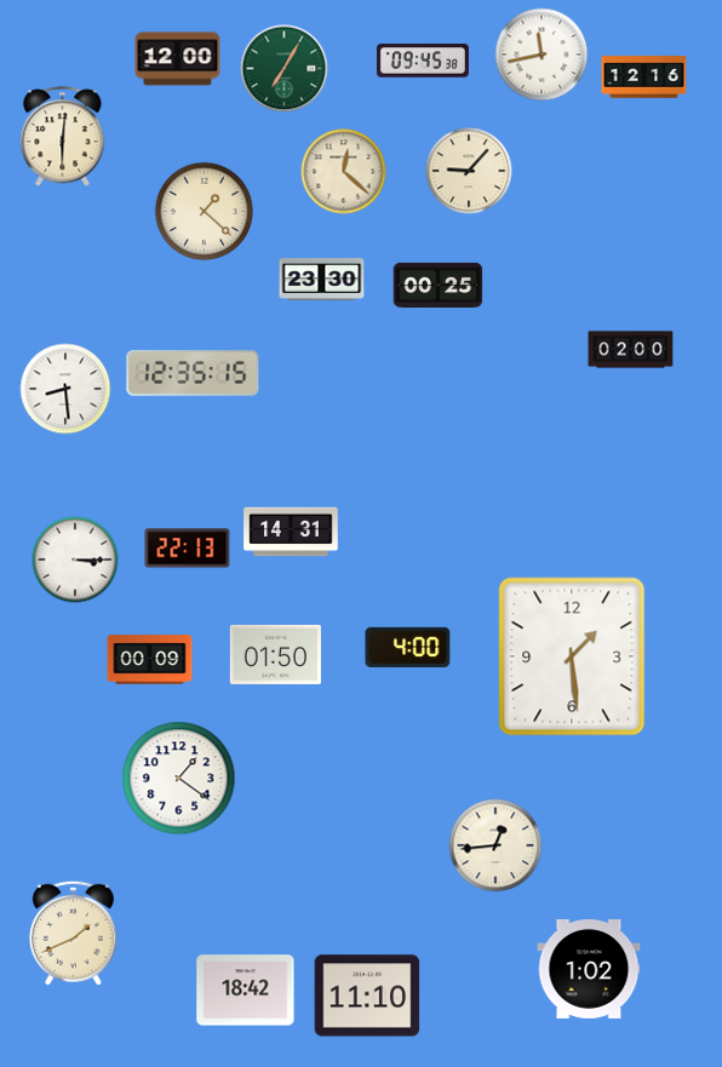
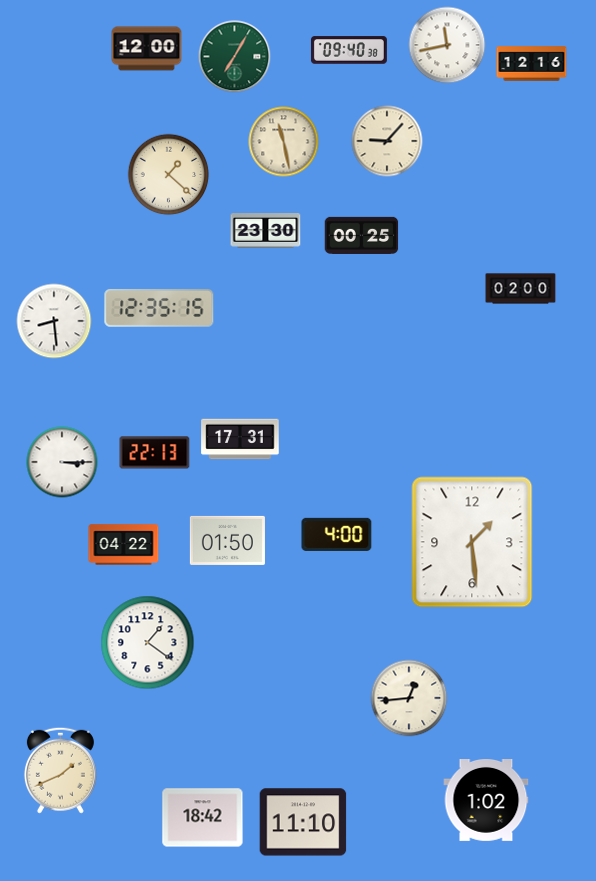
clock at (423, 61): 09:45 -> 09:40
clock at (63, 137): 6:01 -> none
clock at (344, 172): 12:22 -> 11:28
clock at (291, 532): 14:31 -> 17:31
clock at (150, 660): 00:09 -> 04:22
